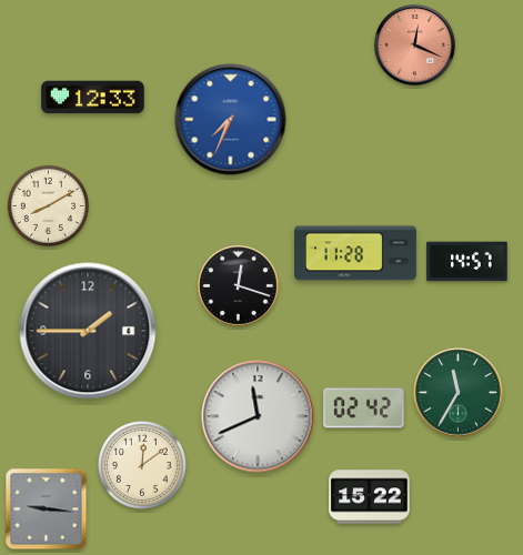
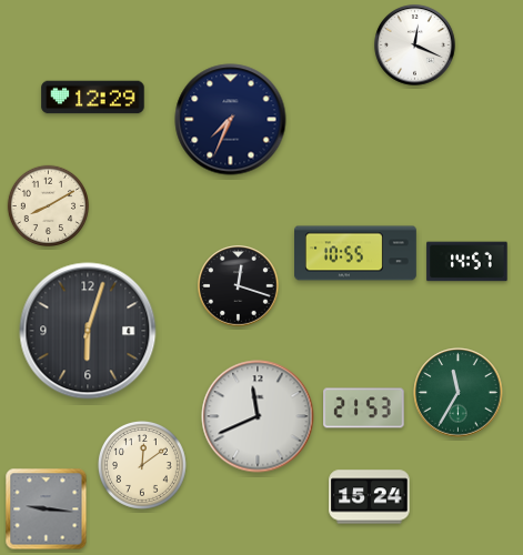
clock at (415, 46) dial: salmon -> white
clock at (93, 98): 12:33 -> 12:29
clock at (231, 120) dial: blue -> navy
clock at (356, 253): 11:28 -> 10:55
clock at (88, 331): 1:45 -> 6:03
clock at (364, 408): 02:42 -> 21:53
clock at (370, 497): 15:22 -> 15:24
